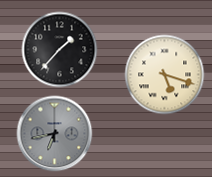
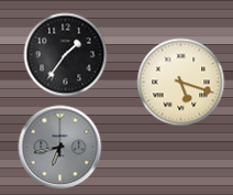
clock at (60, 50): 1:37 -> 1:36
